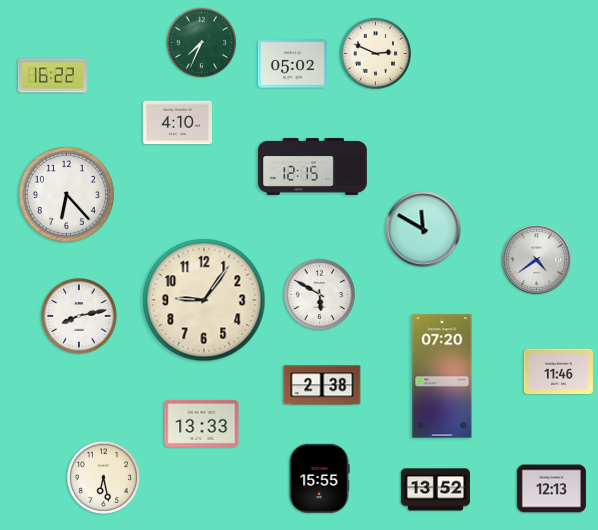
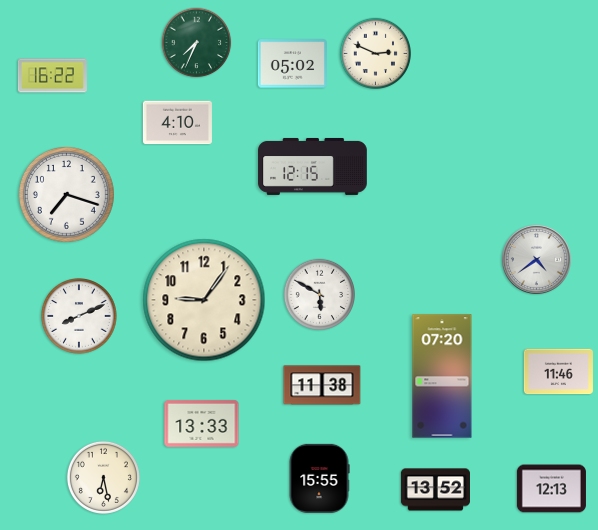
clock at (202, 43) position: (202, 43) -> (197, 43)
clock at (66, 194): 6:23 -> 7:18
clock at (423, 229): 11:50 -> none
clock at (79, 316): 8:13 -> 8:11
clock at (322, 385): 2:38 -> 11:38
